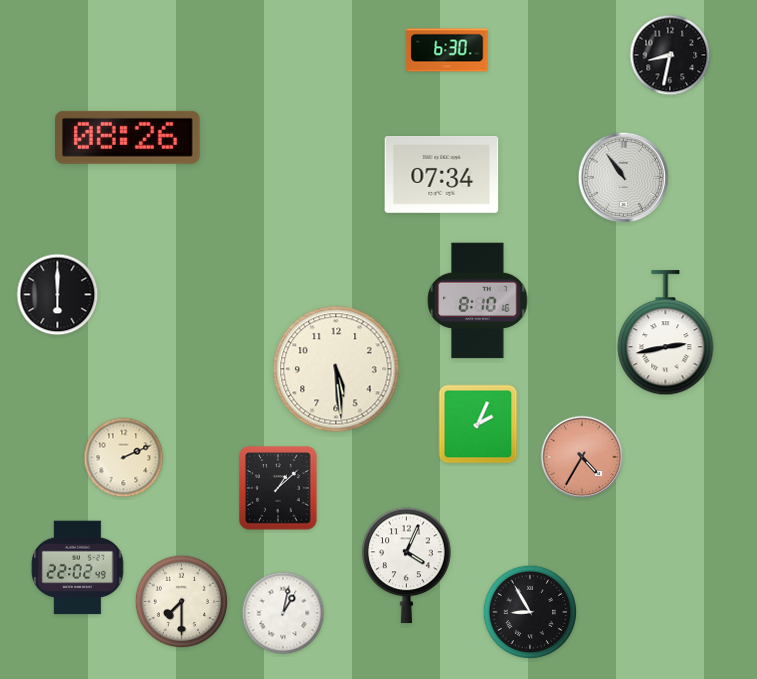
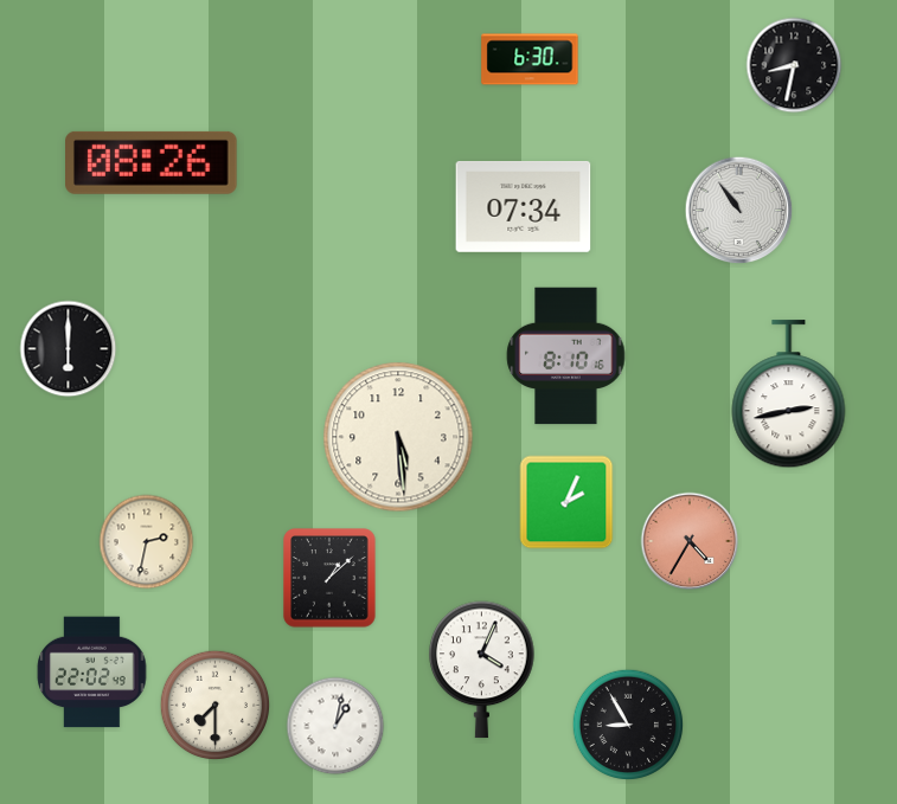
clock at (124, 458): 2:11 -> 2:32
clock at (182, 602) position: (182, 602) -> (216, 706)
